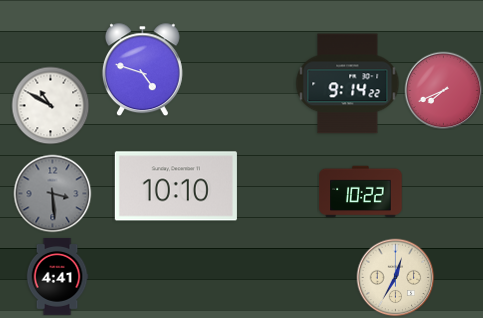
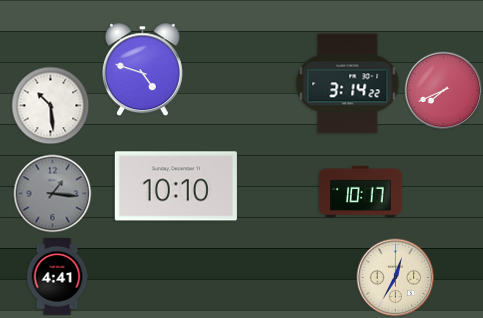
clock at (348, 84): 9:14 -> 3:14
clock at (50, 105): 10:50 -> 10:29
clock at (361, 192): 10:22 -> 10:17
clock at (52, 193): 3:29 -> 1:16
